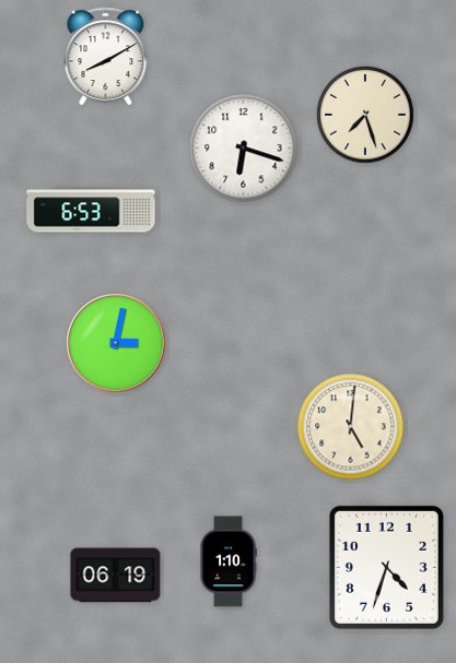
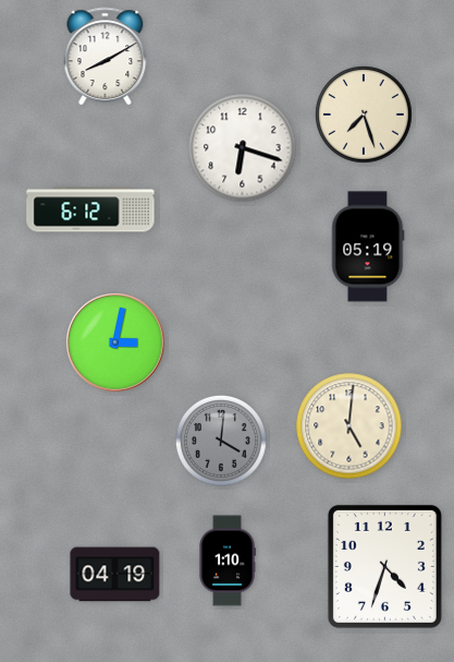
clock at (91, 210): 6:53 -> 6:12
clock at (368, 246): none -> 05:19
clock at (221, 441): none -> 4:01
clock at (116, 576): 06:19 -> 04:19
